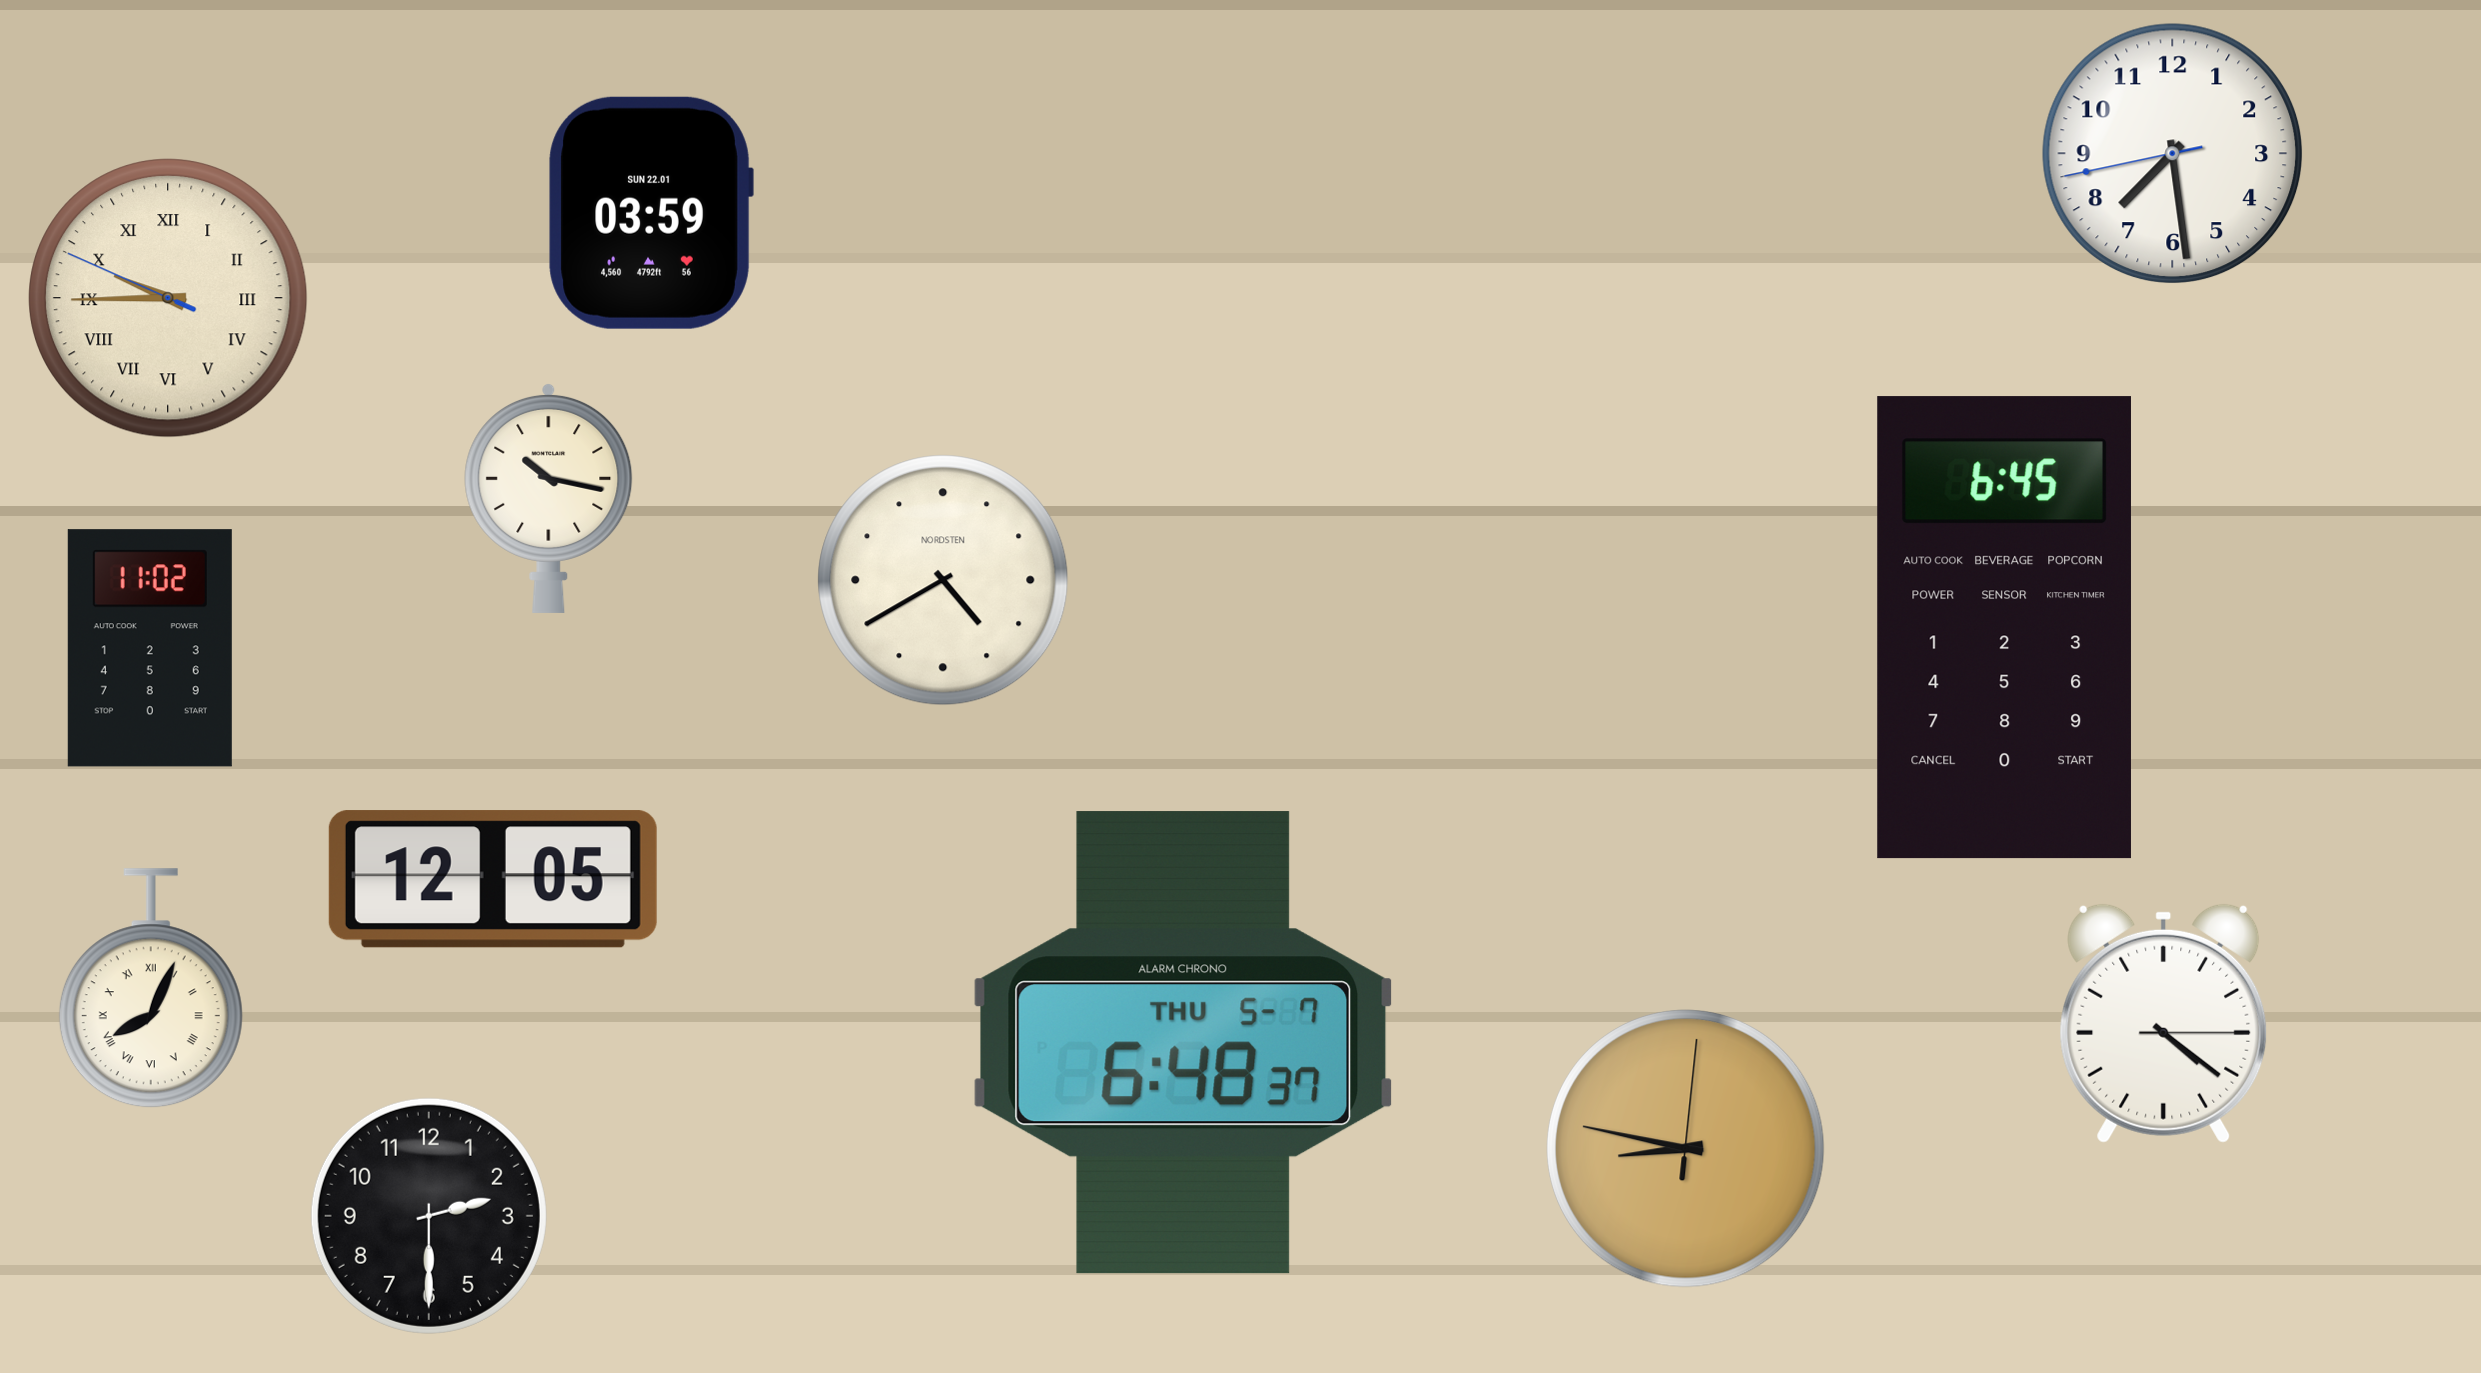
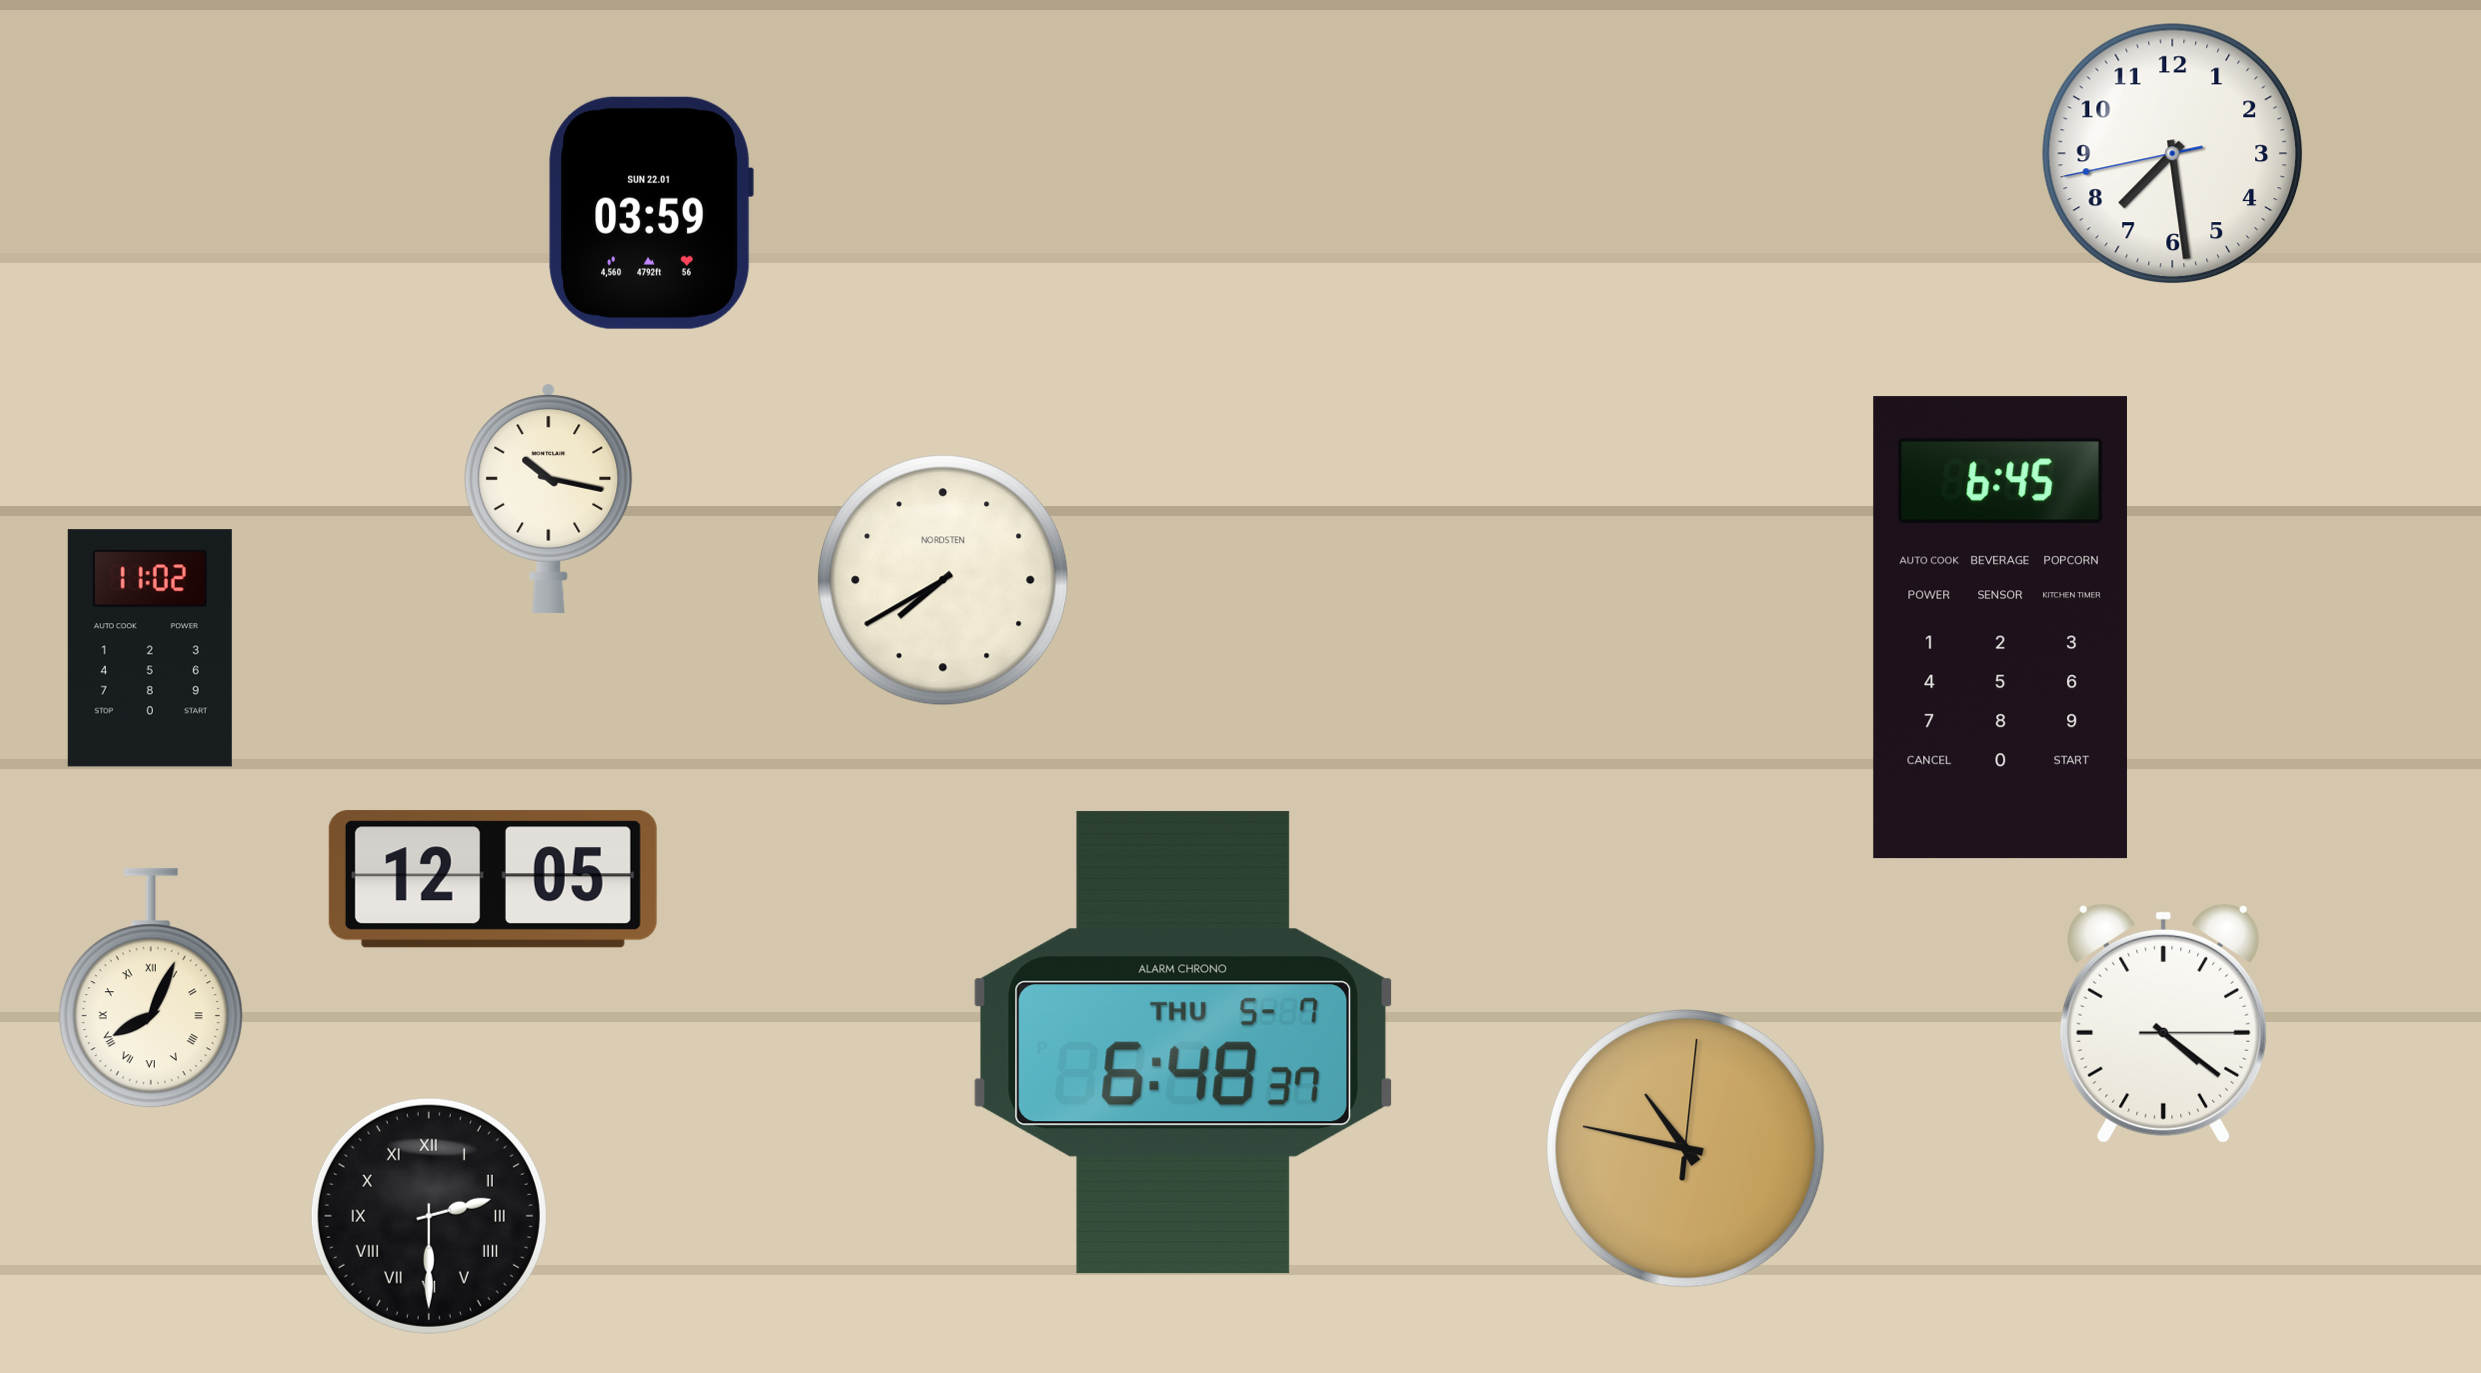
clock at (169, 299): 9:44 -> none
clock at (943, 580): 4:40 -> 7:40
clock at (2004, 628) position: (2004, 628) -> (2000, 628)
clock at (1685, 1148): 8:47 -> 10:47
clock at (429, 1216) numerals: Arabic -> Roman
